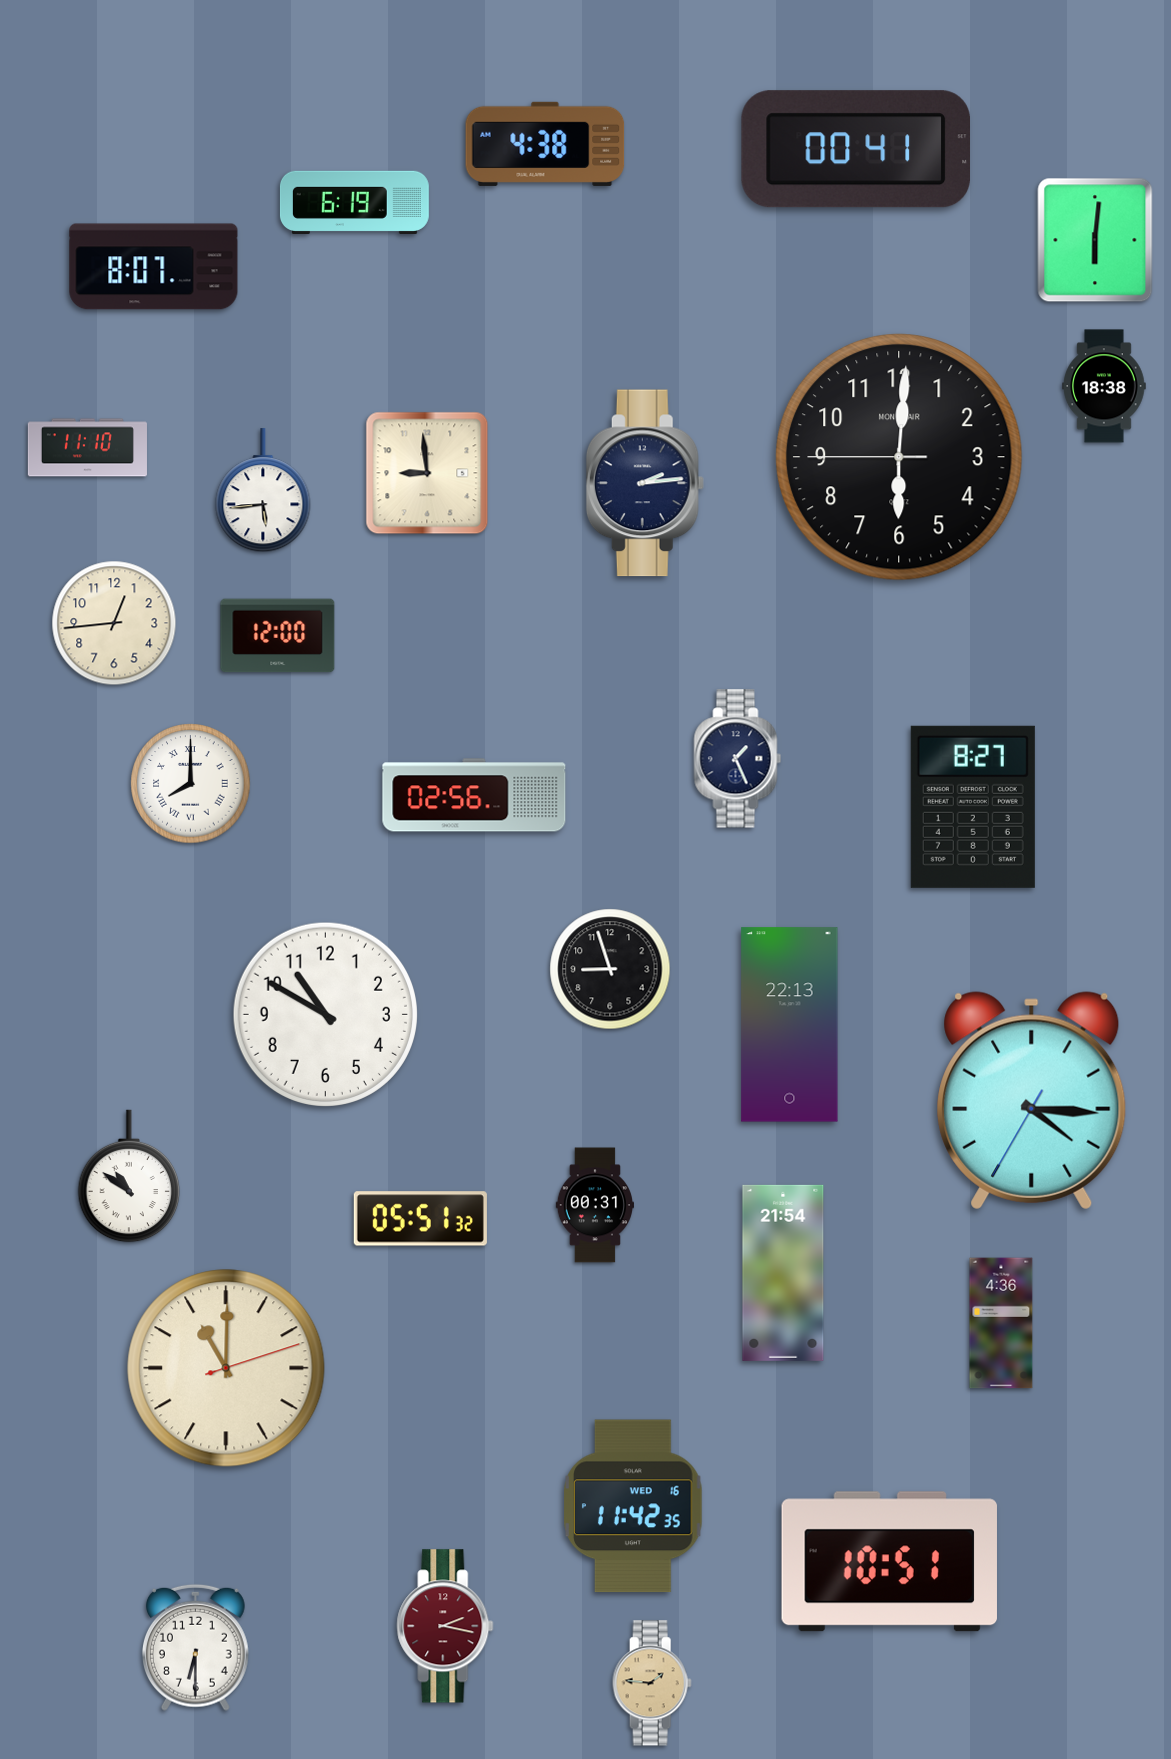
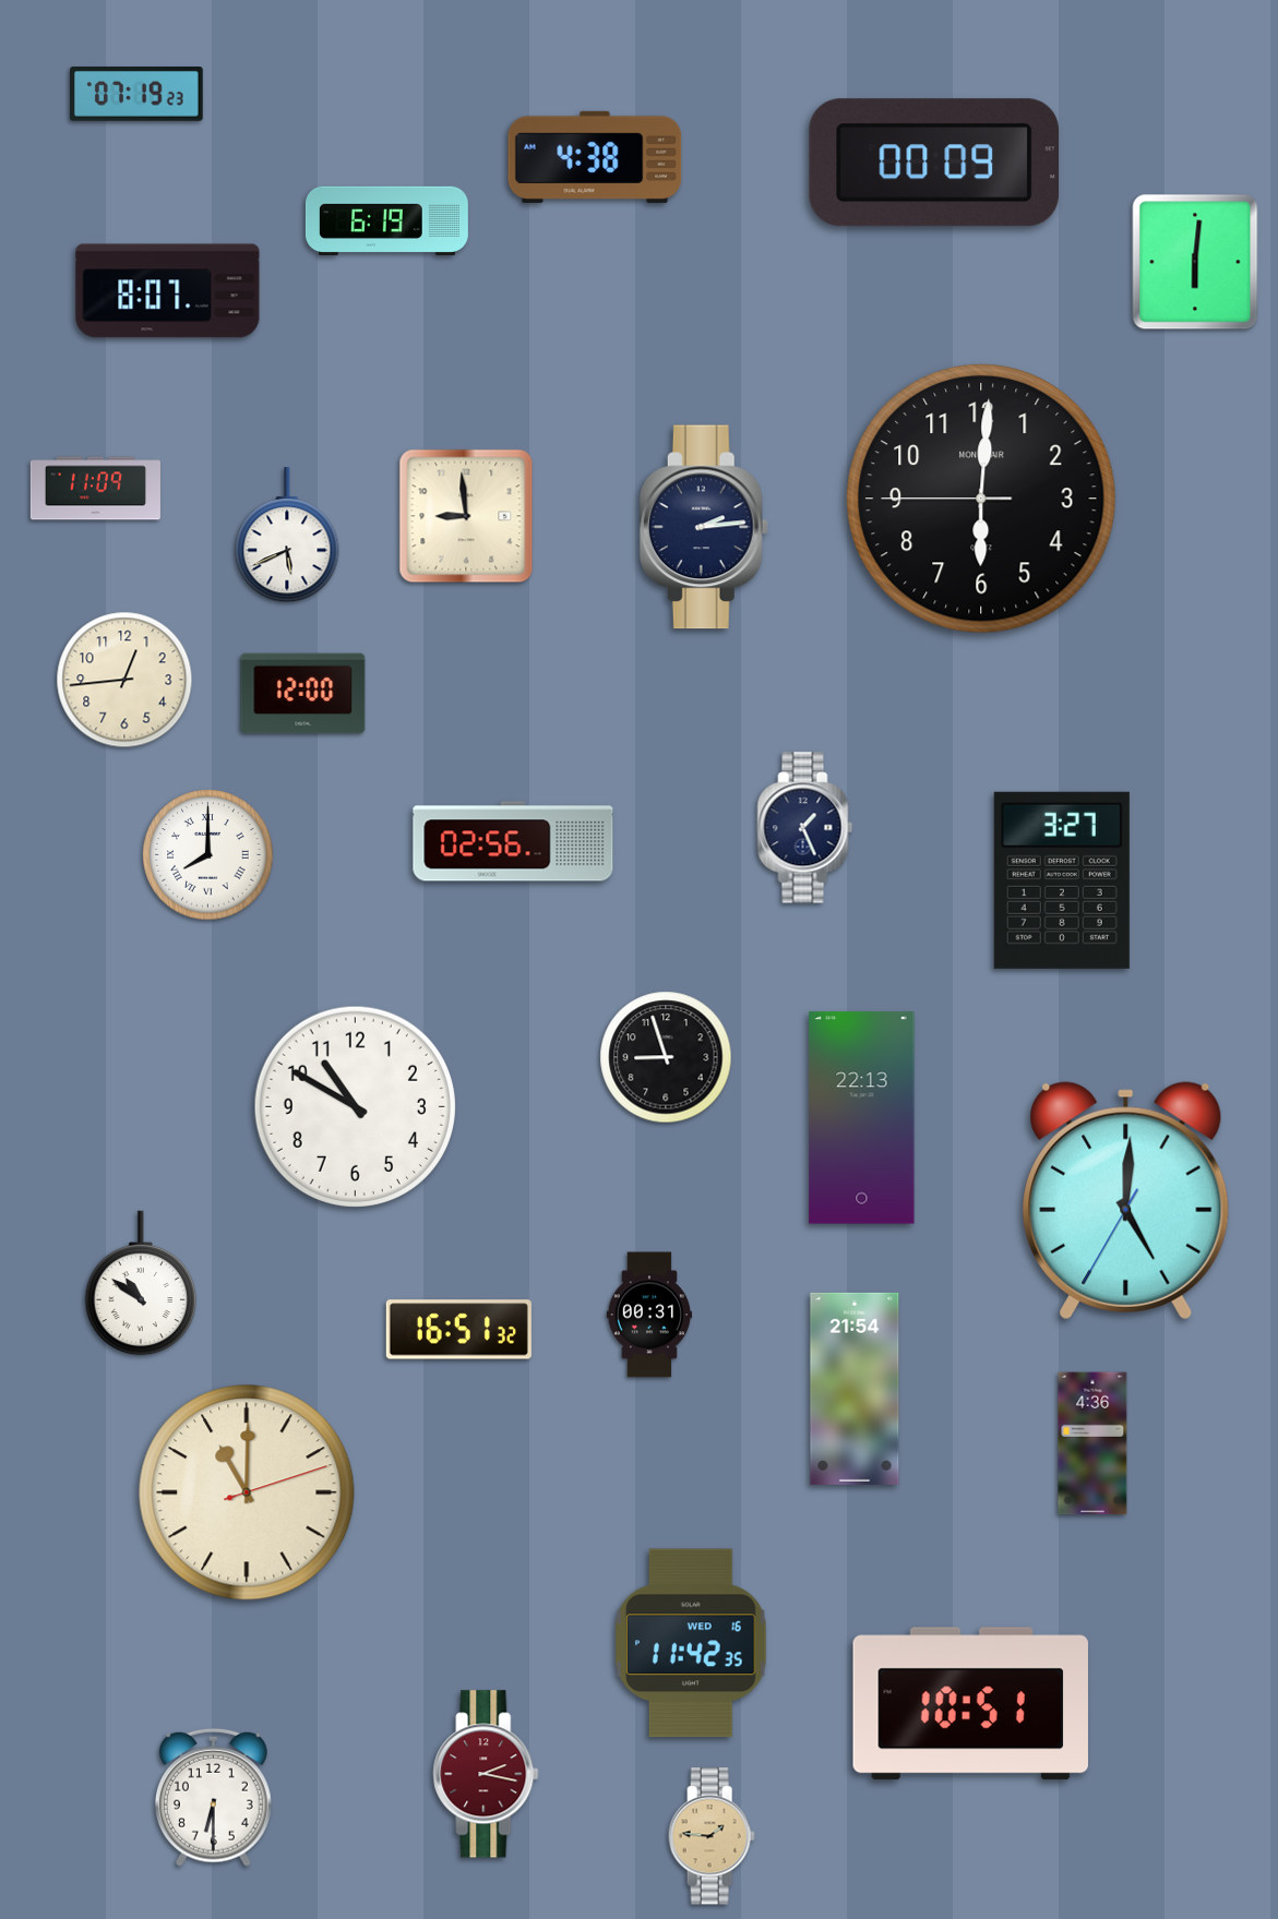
clock at (138, 95): none -> 07:19
clock at (855, 149): 00:41 -> 00:09
clock at (1104, 386): 18:38 -> none
clock at (87, 448): 11:10 -> 11:09
clock at (263, 491): 5:44 -> 5:41
clock at (474, 795) position: (474, 795) -> (513, 841)
clock at (973, 807): 8:27 -> 3:27
clock at (1032, 1101): 4:15 -> 5:00
clock at (420, 1219): 05:51 -> 16:51
